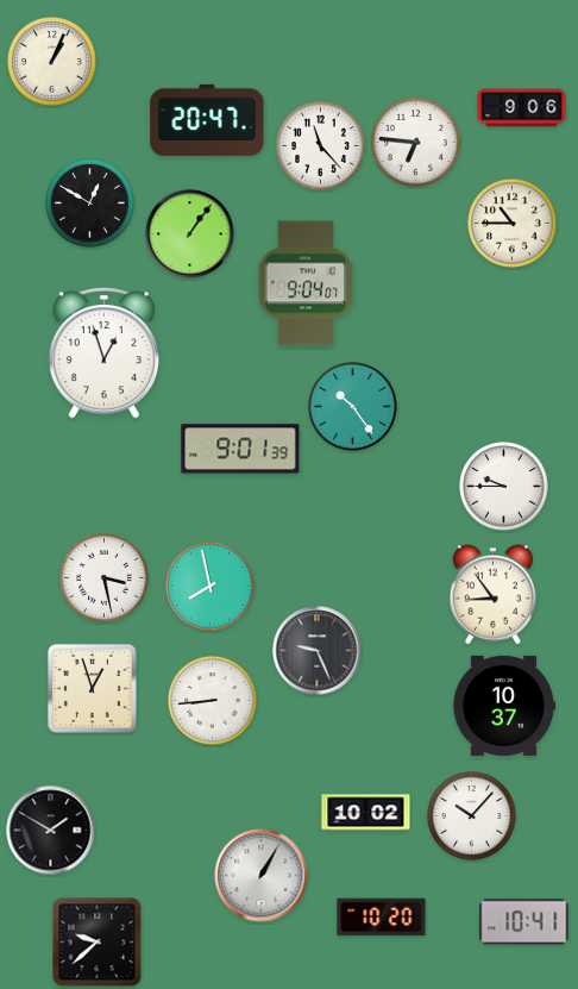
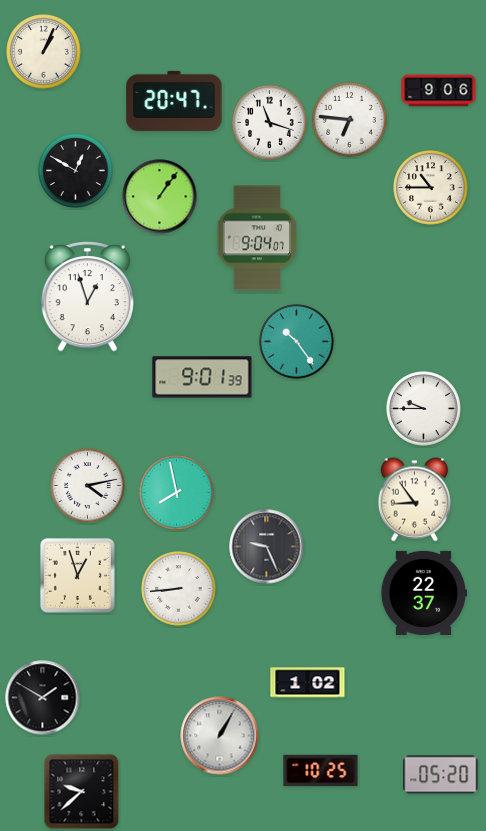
clock at (321, 146): 11:23 -> 11:18
clock at (105, 578): 3:28 -> 4:13
clock at (92, 688) position: (92, 688) -> (77, 575)
clock at (503, 706): 10:37 -> 22:37
clock at (366, 813): 10:02 -> 1:02
clock at (472, 816): 10:07 -> none
clock at (382, 918): 10:20 -> 10:25
clock at (524, 922): 10:41 -> 05:20
